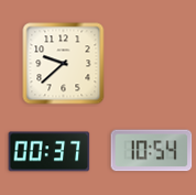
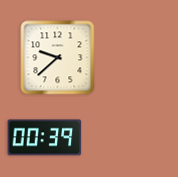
clock at (152, 151): 10:54 -> none
clock at (50, 152): 00:37 -> 00:39
